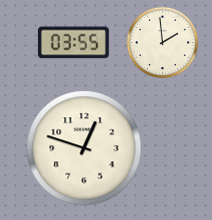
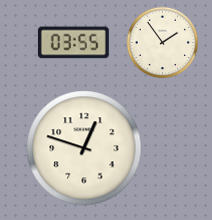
clock at (163, 43): 1:59 -> 1:54
